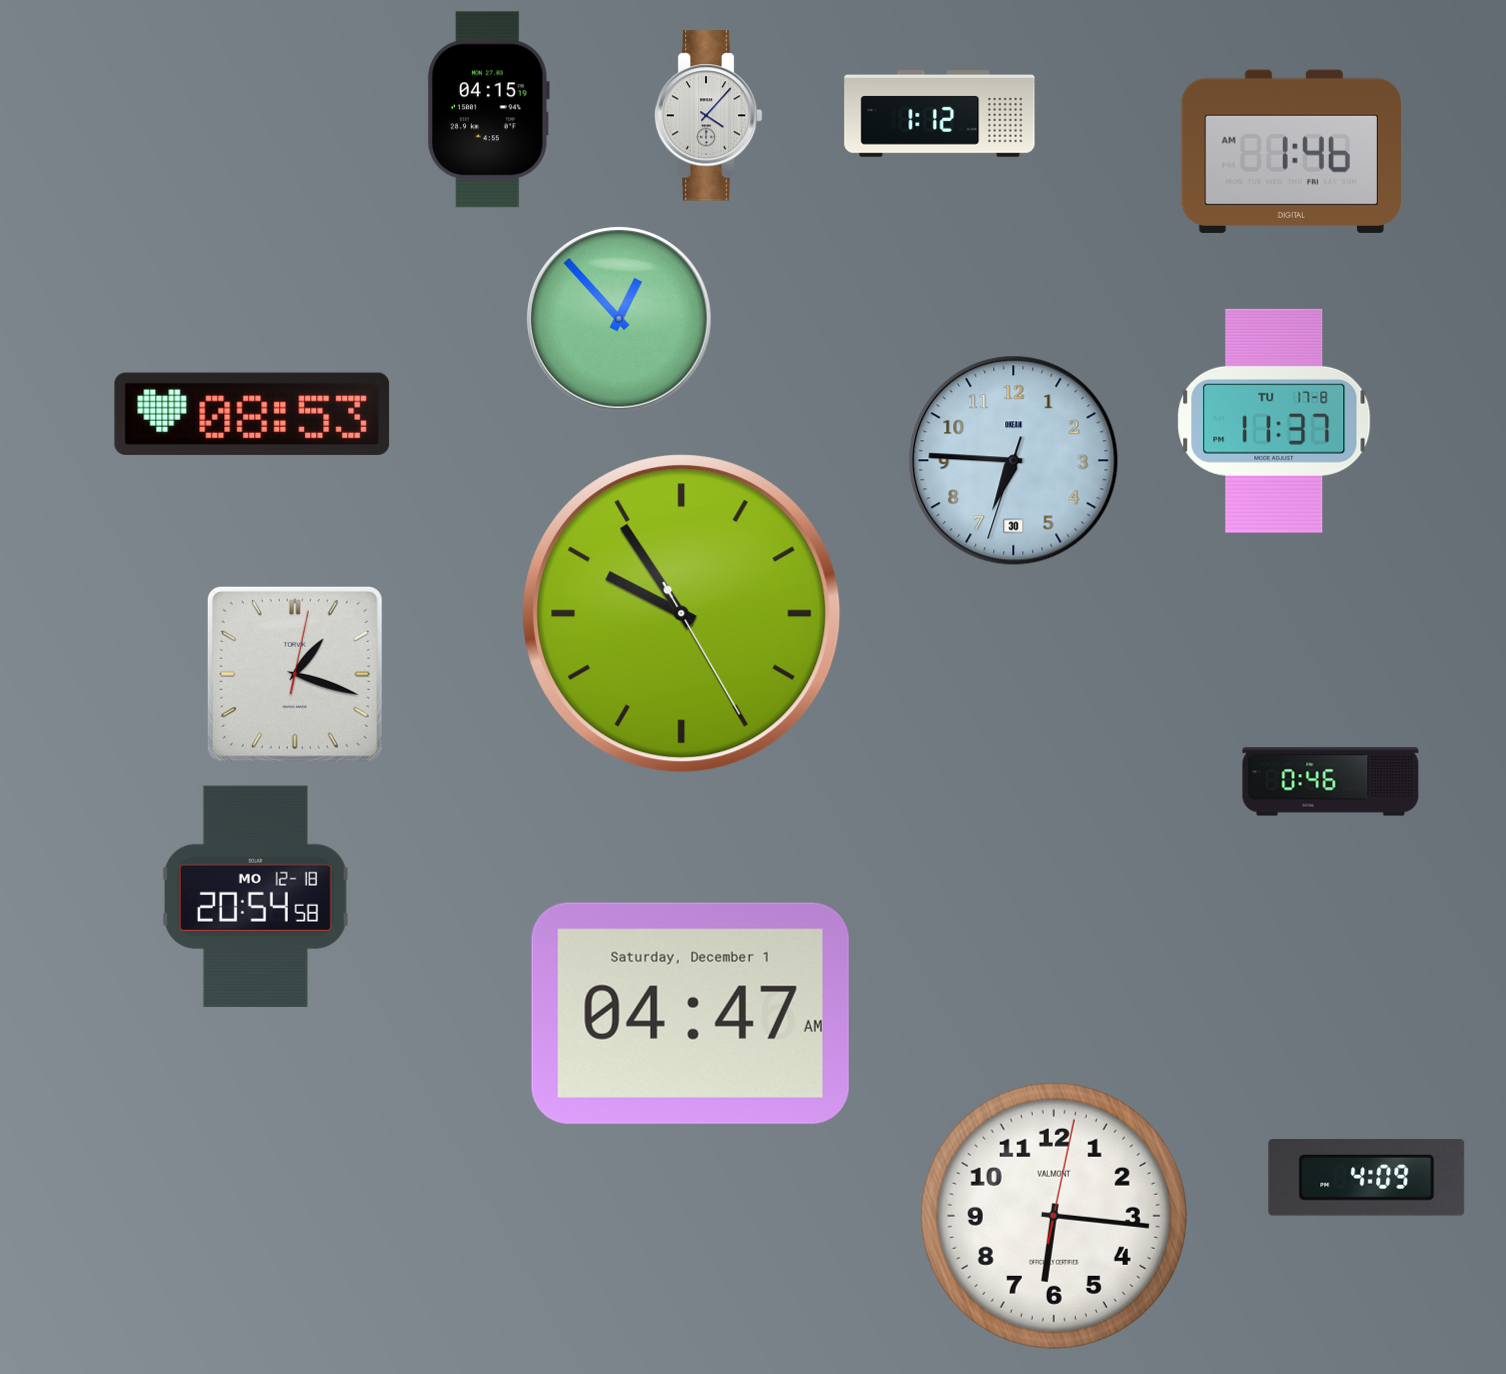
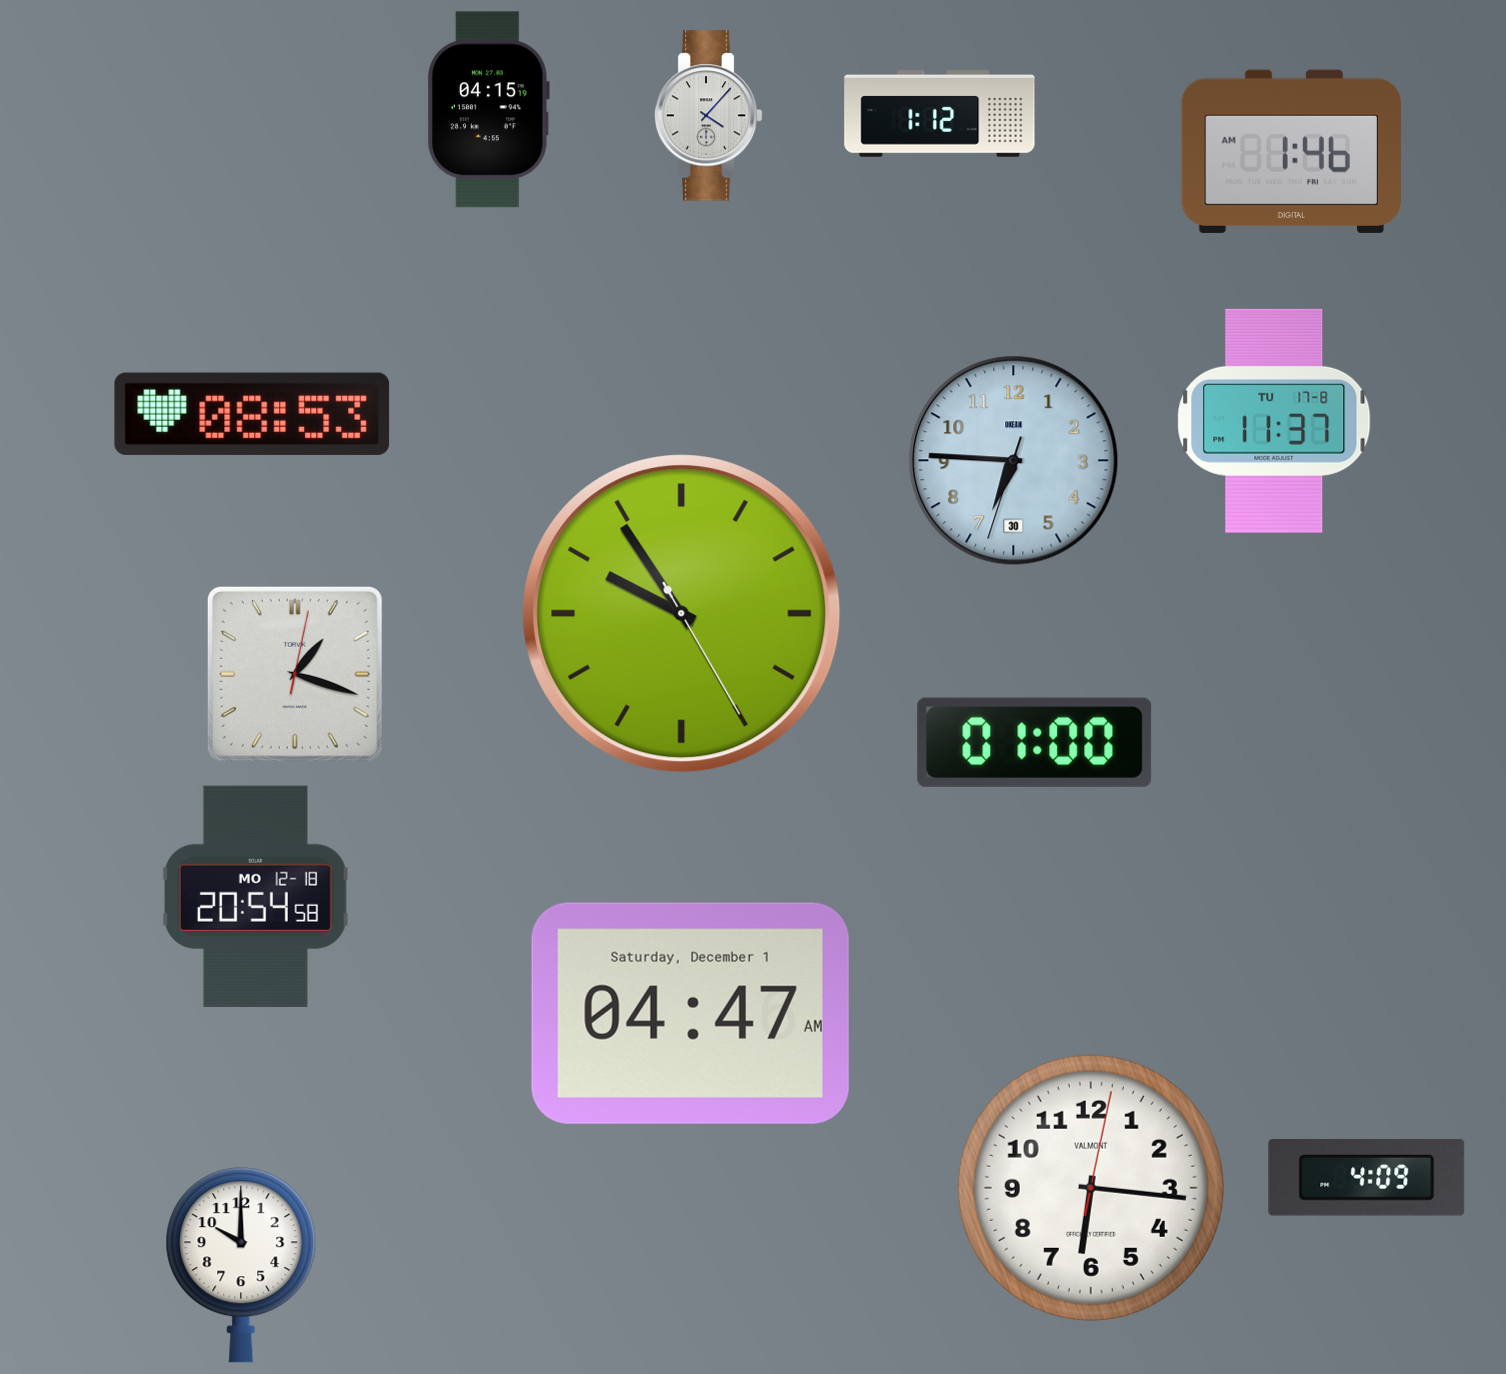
clock at (619, 319): 12:53 -> none
clock at (1035, 742): none -> 01:00
clock at (1331, 782): 0:46 -> none
clock at (1054, 1216) position: (1054, 1216) -> (1091, 1188)
clock at (241, 1265): none -> 10:00
